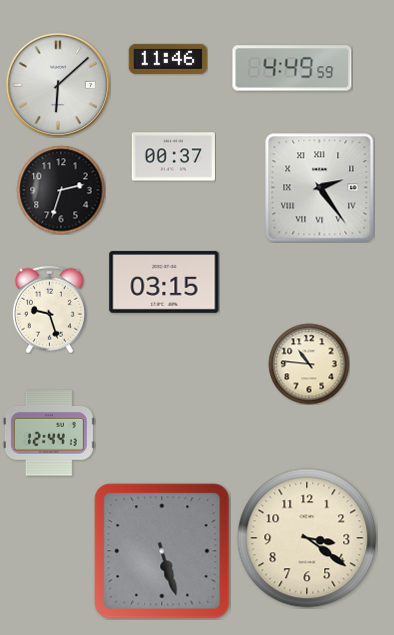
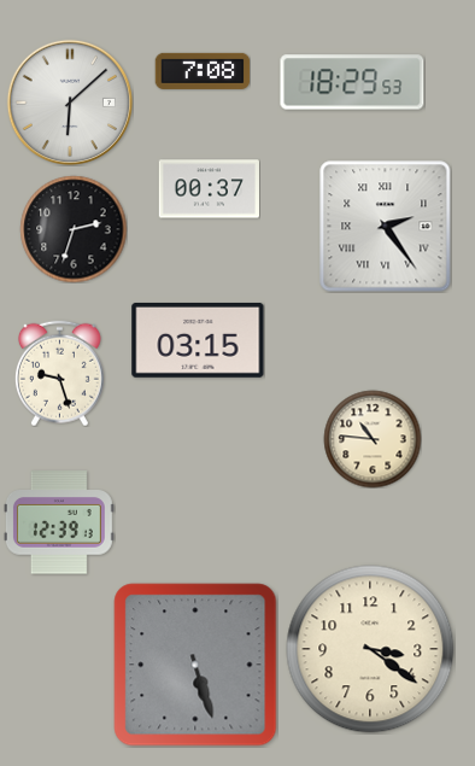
clock at (168, 59): 11:46 -> 7:08
clock at (292, 68): 4:49 -> 18:29
clock at (49, 433): 12:44 -> 12:39
